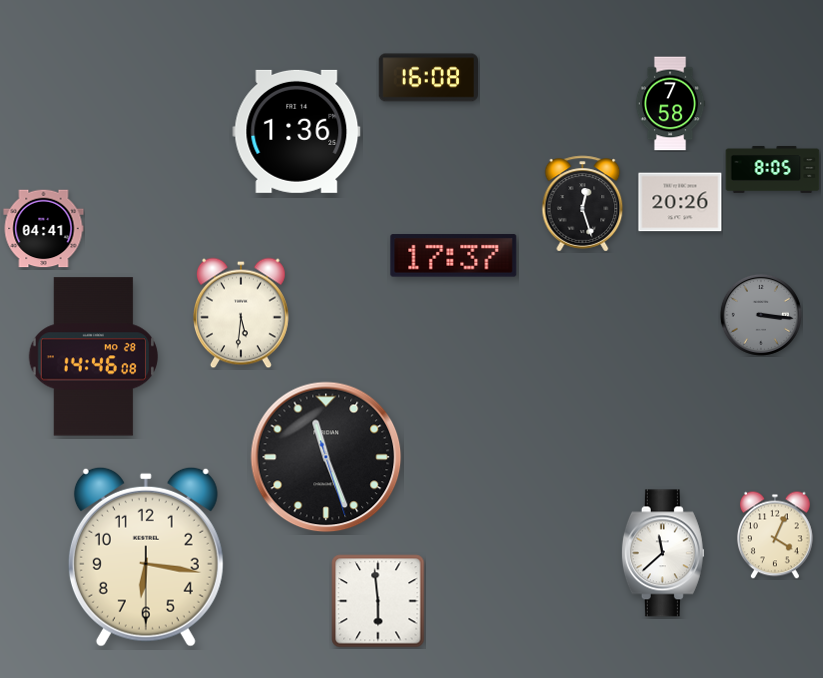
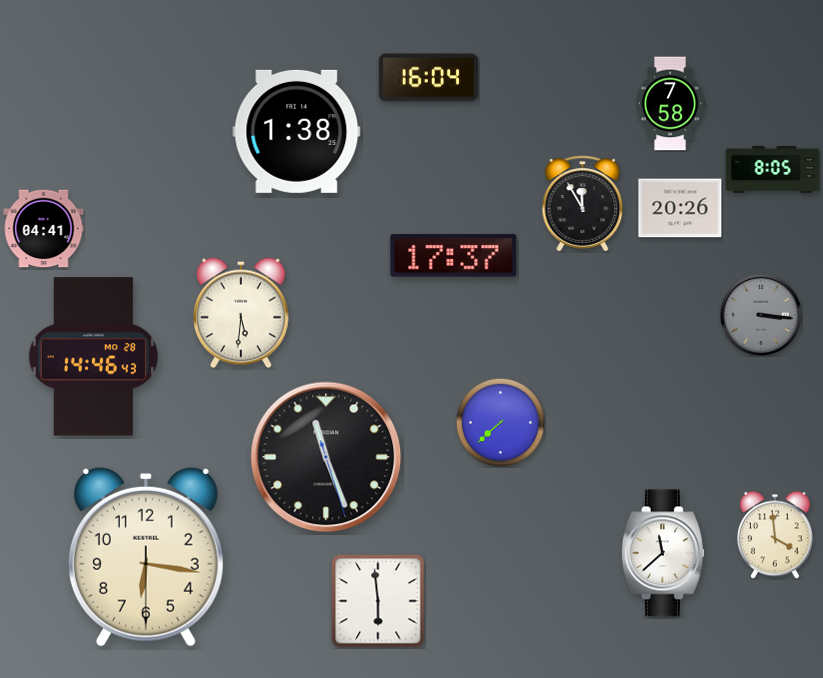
clock at (428, 78): 16:08 -> 16:04
clock at (297, 131): 1:36 -> 1:38
clock at (680, 202) position: (680, 202) -> (680, 208)
clock at (583, 204): 12:27 -> 11:55
clock at (93, 357): 14:46:08 -> 14:46:43
clock at (500, 422): none -> 7:38
clock at (776, 535): 4:04 -> 3:59
